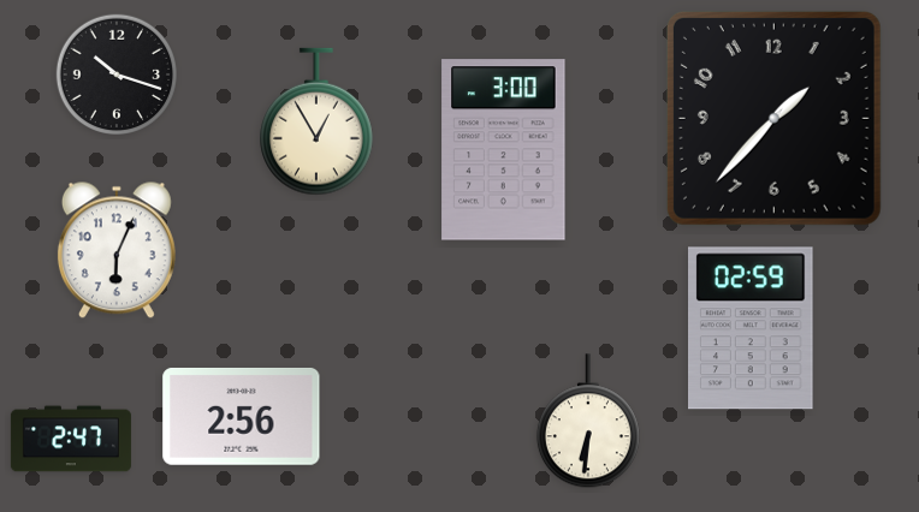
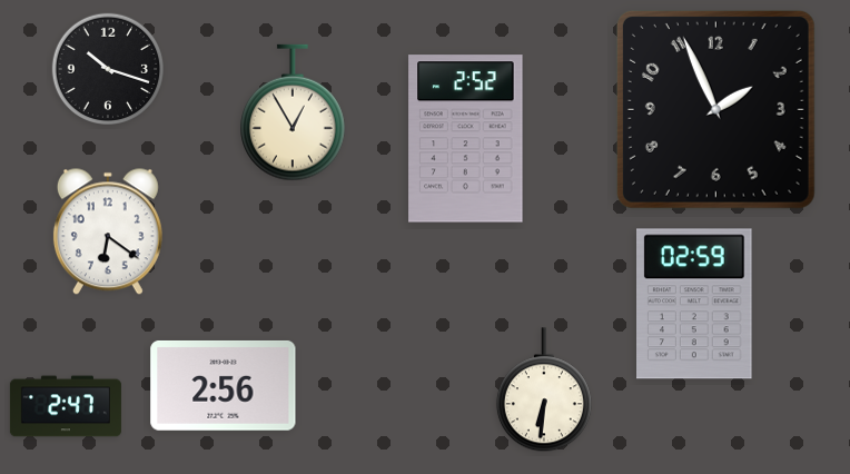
clock at (773, 118): 1:37 -> 1:56
clock at (504, 150): 3:00 -> 2:52
clock at (117, 250): 6:04 -> 6:21
